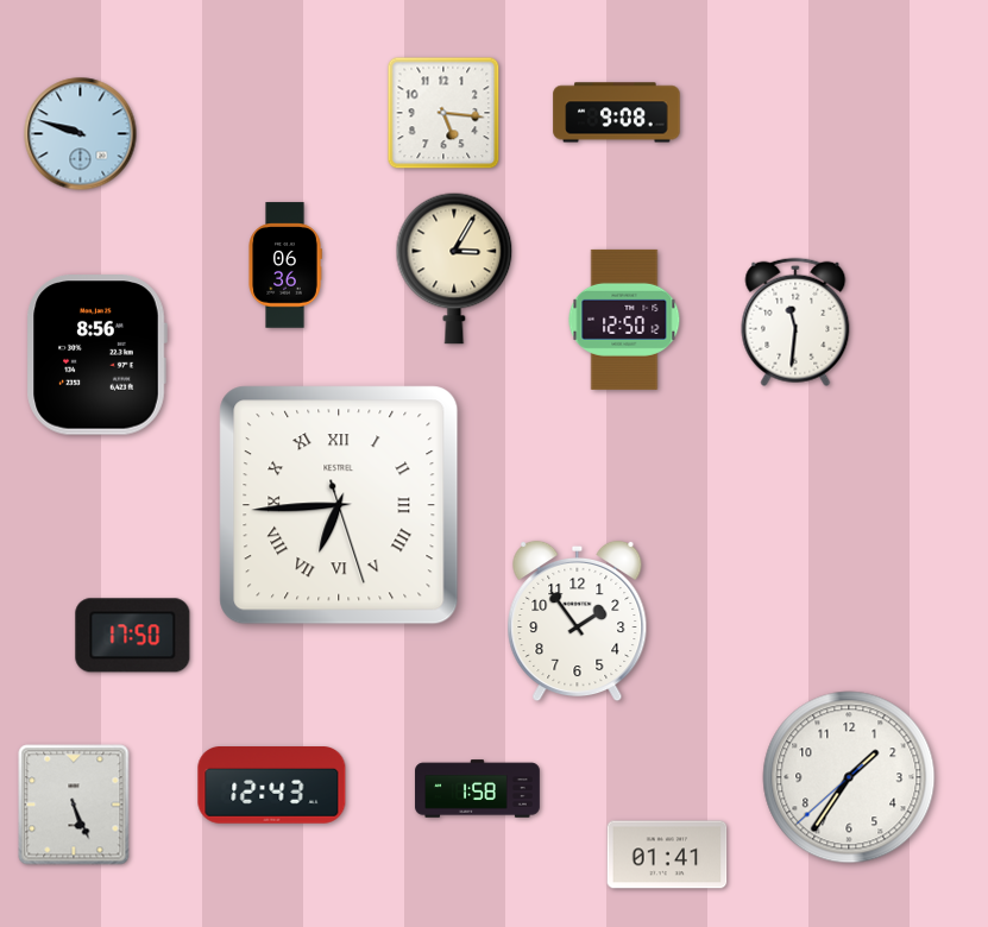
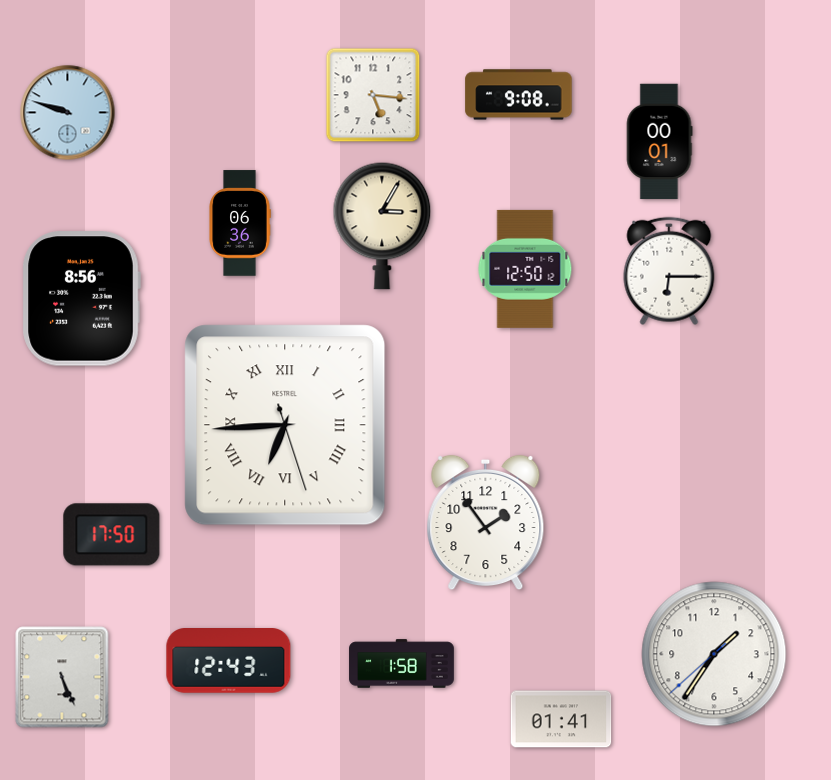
clock at (659, 142): none -> 00:01
clock at (795, 322): 11:31 -> 6:15
